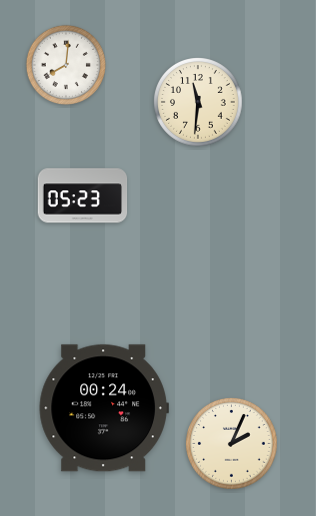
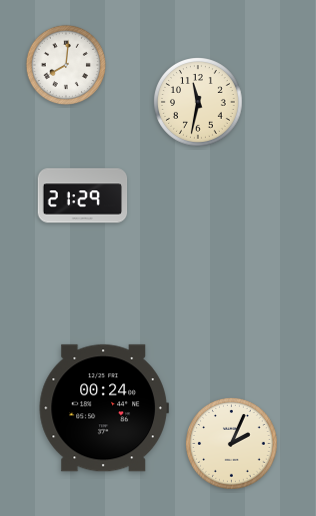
clock at (199, 103): 11:31 -> 11:32
clock at (83, 196): 05:23 -> 21:29
